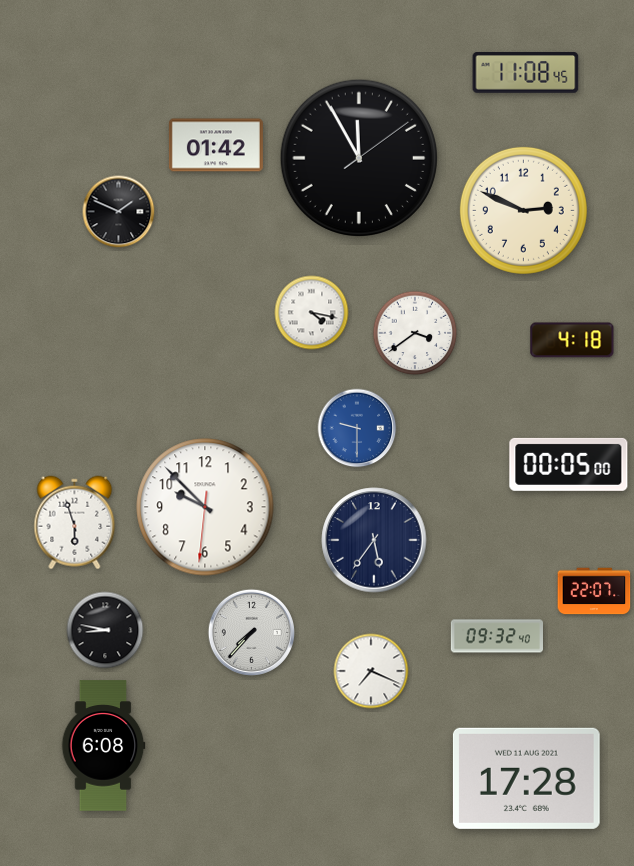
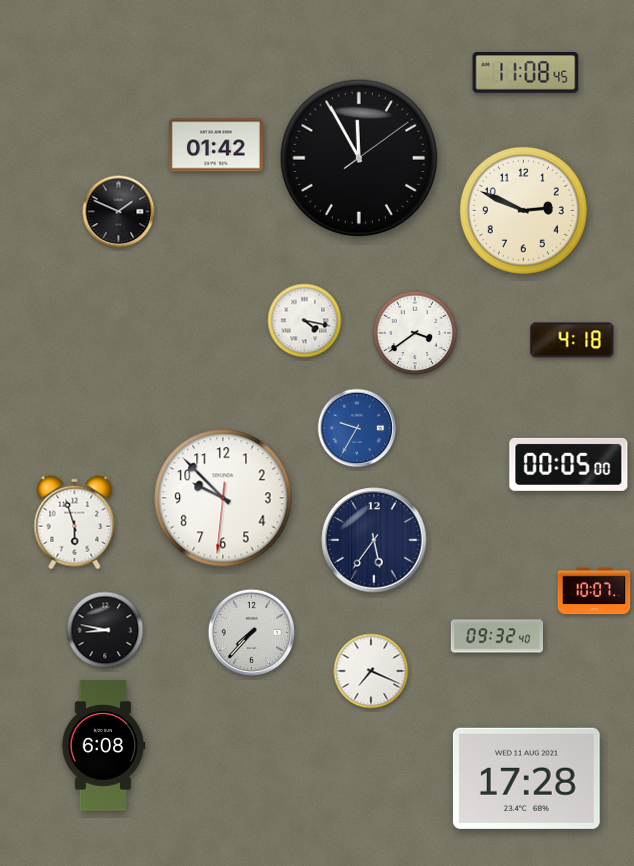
clock at (312, 313) position: (312, 313) -> (305, 321)
clock at (357, 428): 9:30 -> 9:35
clock at (205, 507) position: (205, 507) -> (223, 498)
clock at (594, 591): 22:07 -> 10:07
